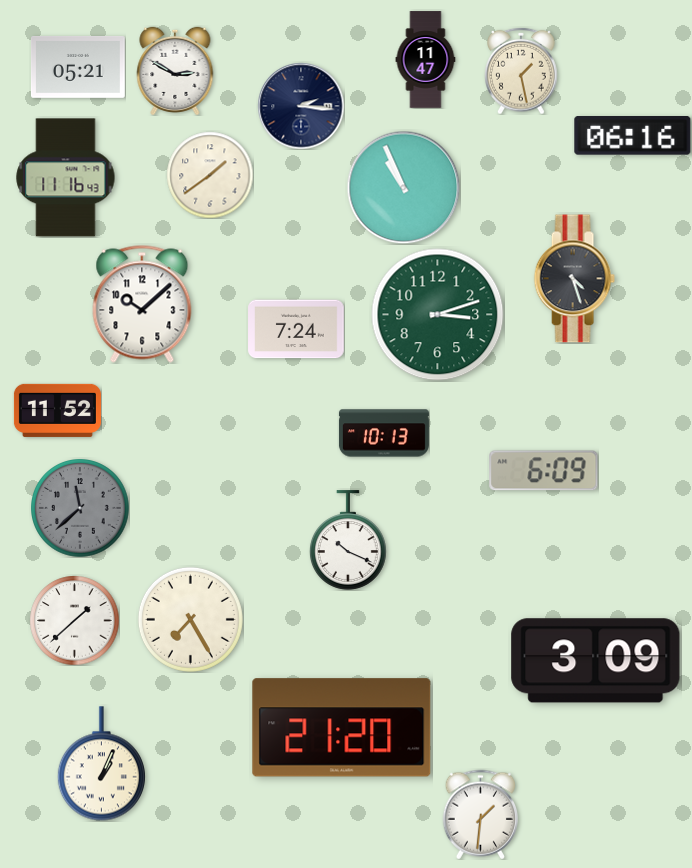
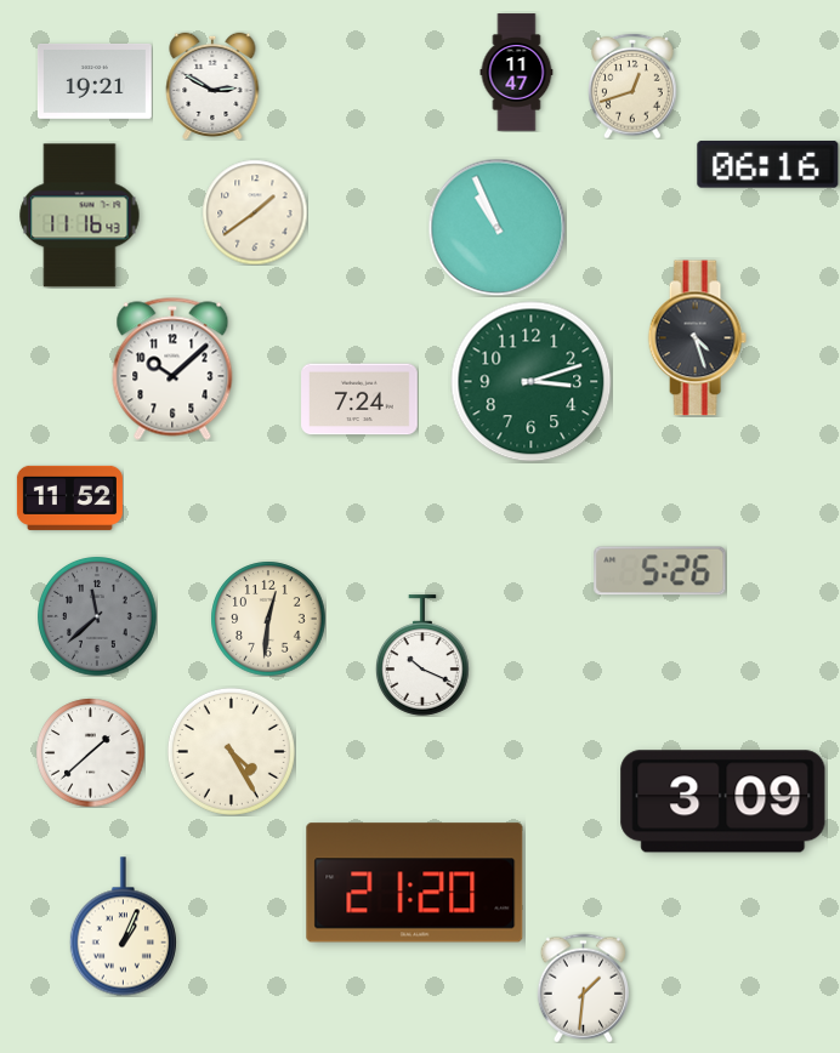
clock at (79, 68): 05:21 -> 19:21
clock at (521, 71): 1:28 -> 12:42
clock at (301, 106): 2:16 -> none
clock at (403, 187) position: (403, 187) -> (496, 227)
clock at (384, 433): 10:13 -> none
clock at (544, 471): 6:09 -> 5:26
clock at (268, 619): none -> 12:31
clock at (190, 619): 7:25 -> 4:25
